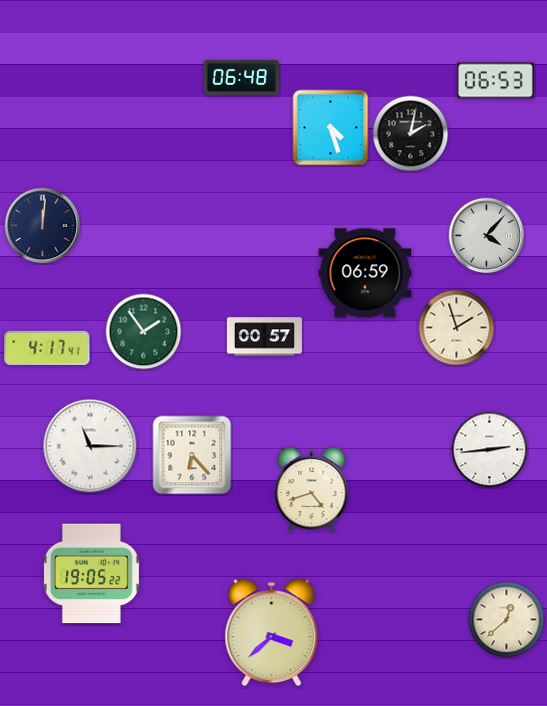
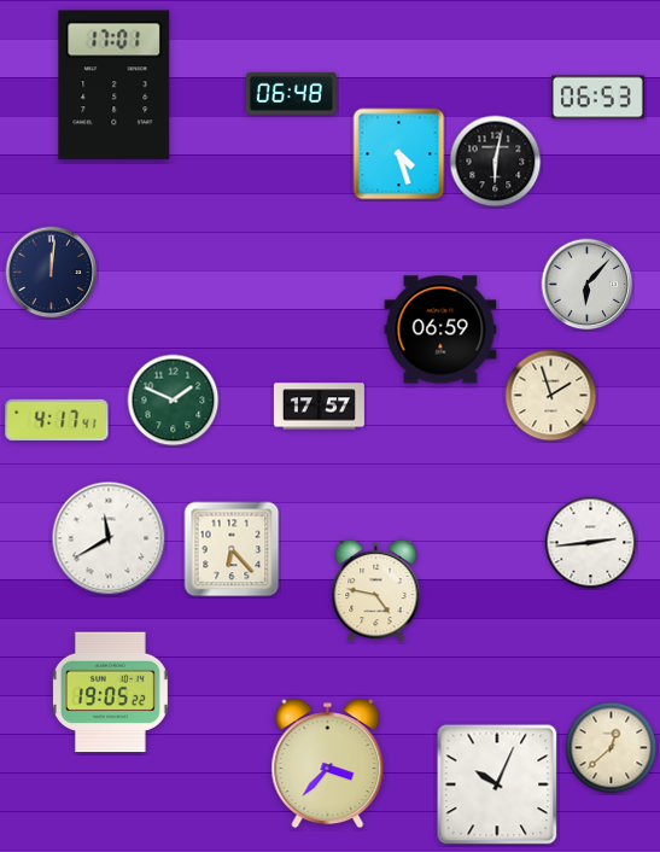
clock at (115, 86): none -> 17:01
clock at (411, 134): 2:02 -> 6:02
clock at (487, 236): 4:07 -> 6:07
clock at (144, 332): 1:54 -> 1:49
clock at (264, 337): 00:57 -> 17:57
clock at (90, 446): 11:15 -> 11:40
clock at (312, 490): 4:42 -> 4:47
clock at (272, 633): 3:38 -> 3:37
clock at (497, 784): none -> 10:04
